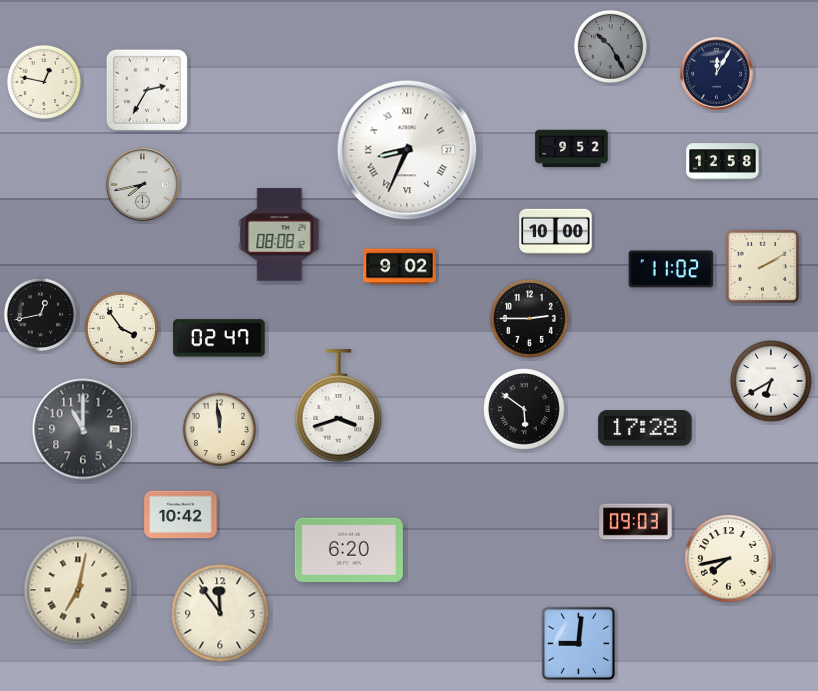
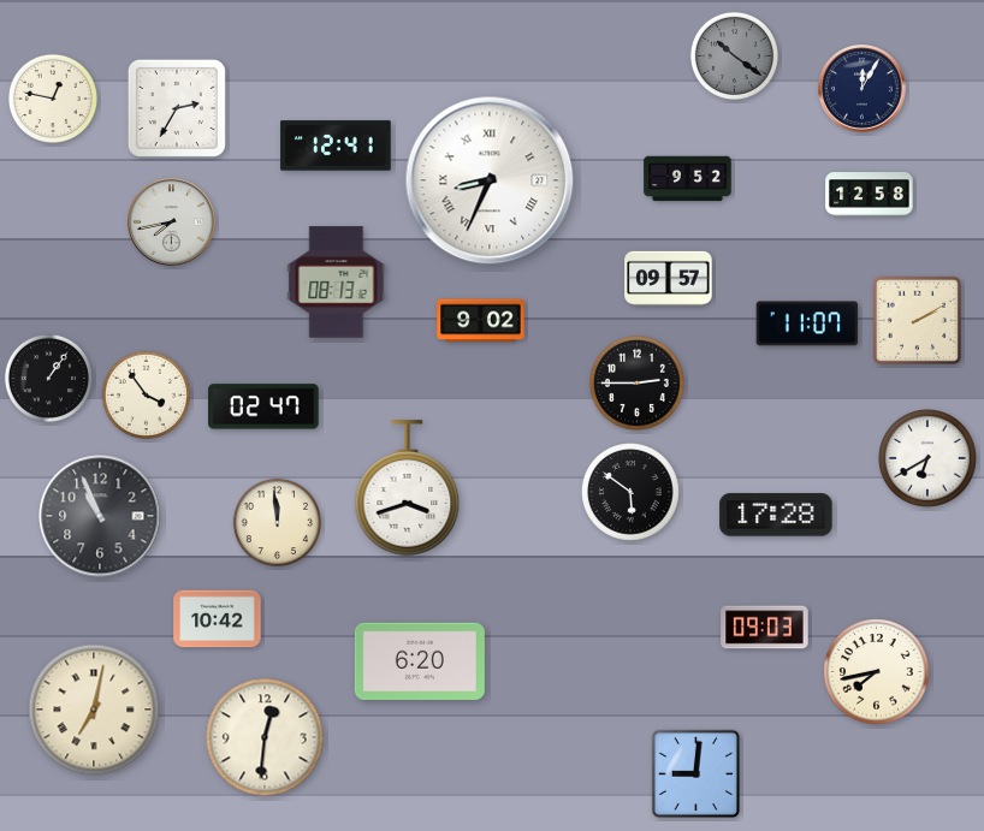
clock at (610, 46): 10:25 -> 10:21
clock at (336, 146): none -> 12:41
clock at (556, 231): 10:00 -> 09:57
clock at (280, 235): 08:08 -> 08:13
clock at (671, 269): 11:02 -> 11:07
clock at (40, 314): 12:43 -> 1:06
clock at (83, 429): 11:00 -> 10:56
clock at (219, 429) position: (219, 429) -> (277, 522)
clock at (220, 613): 11:54 -> 12:31
